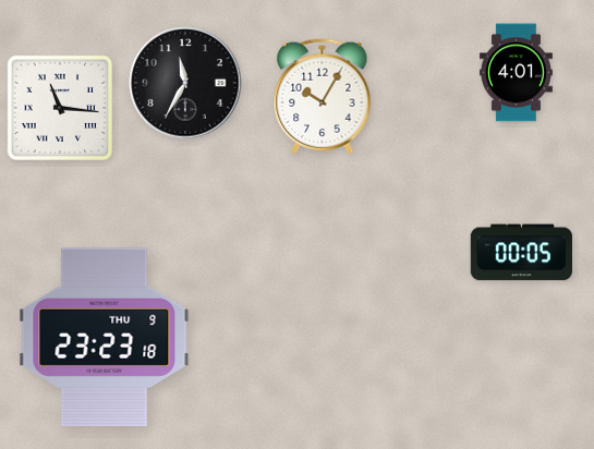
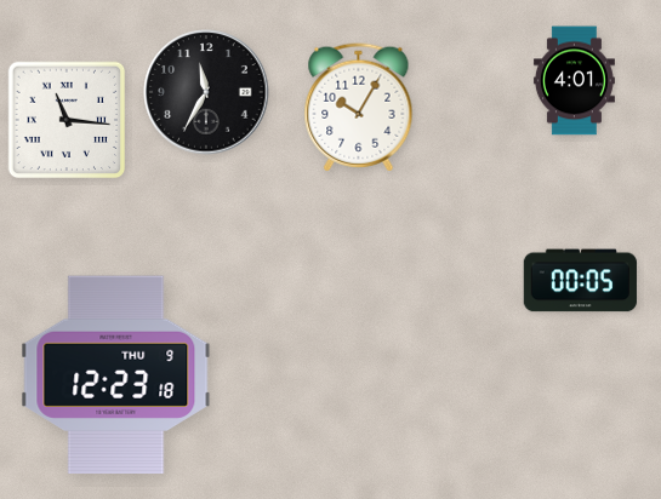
clock at (105, 338): 23:23 -> 12:23
